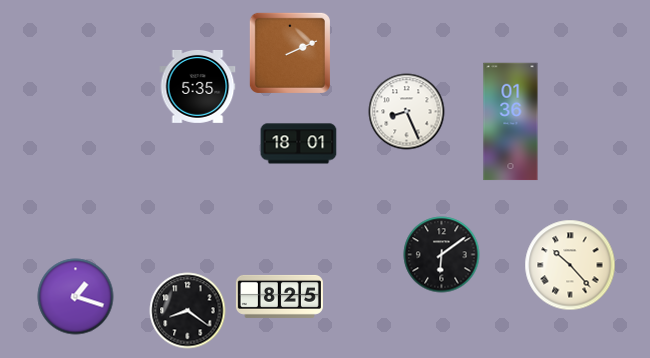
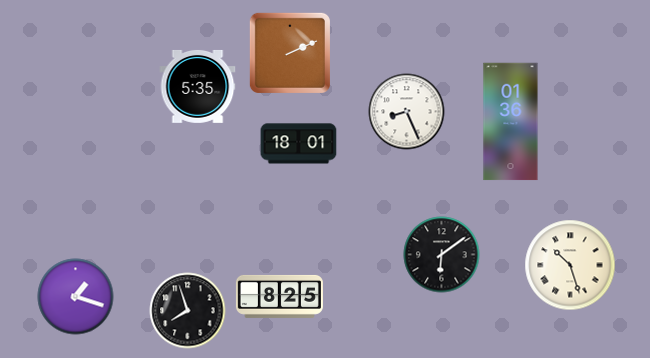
clock at (570, 265): 10:23 -> 10:27
clock at (188, 311): 8:21 -> 7:57
